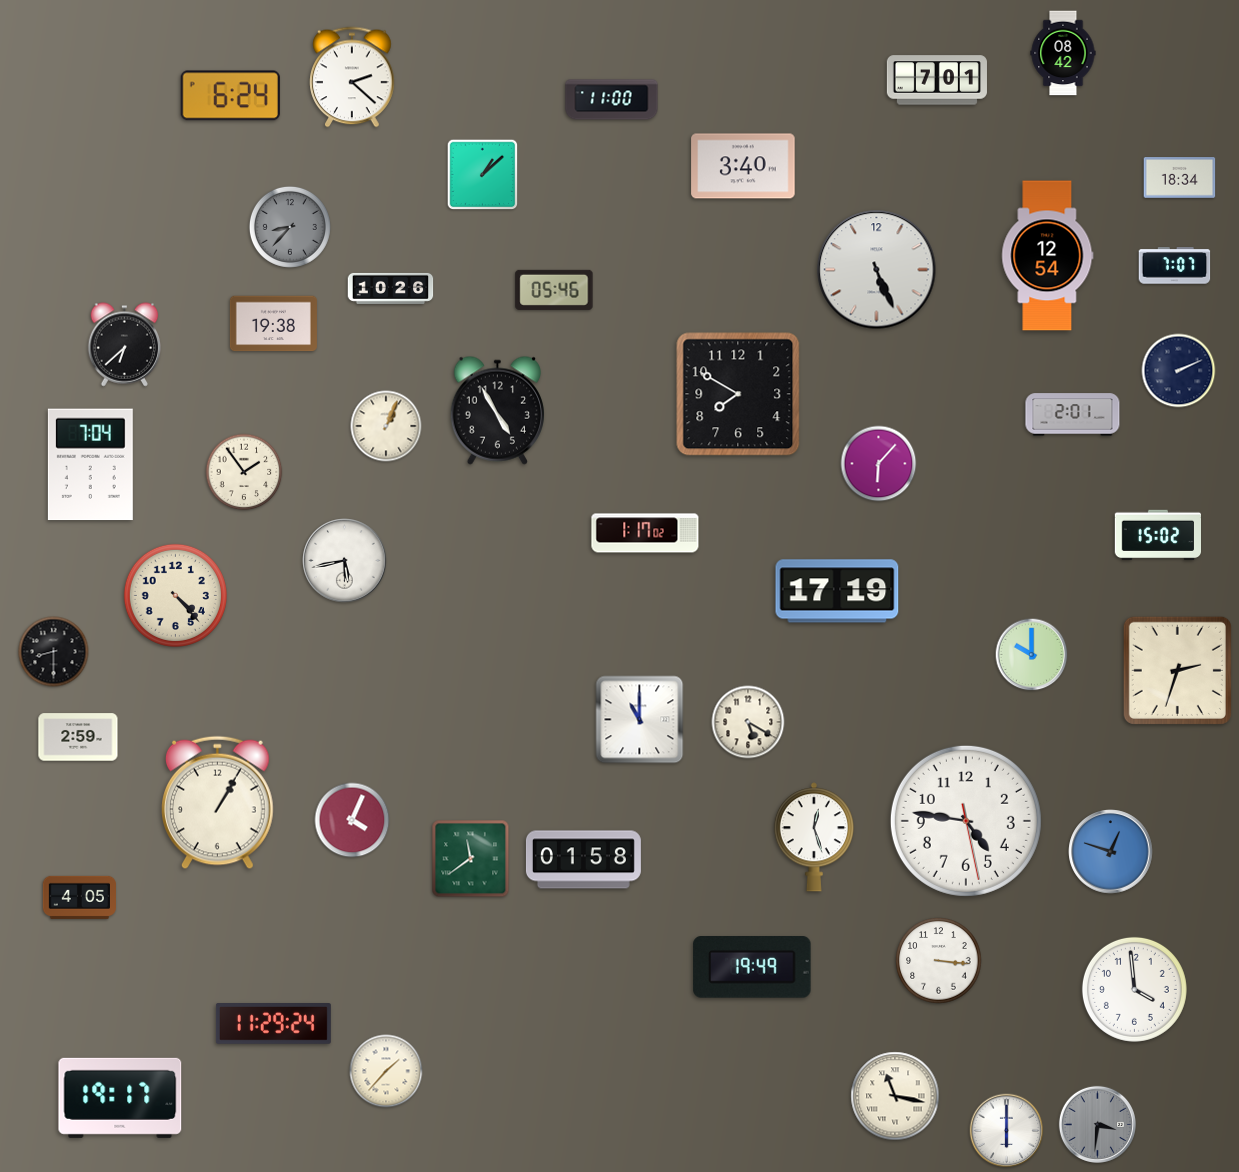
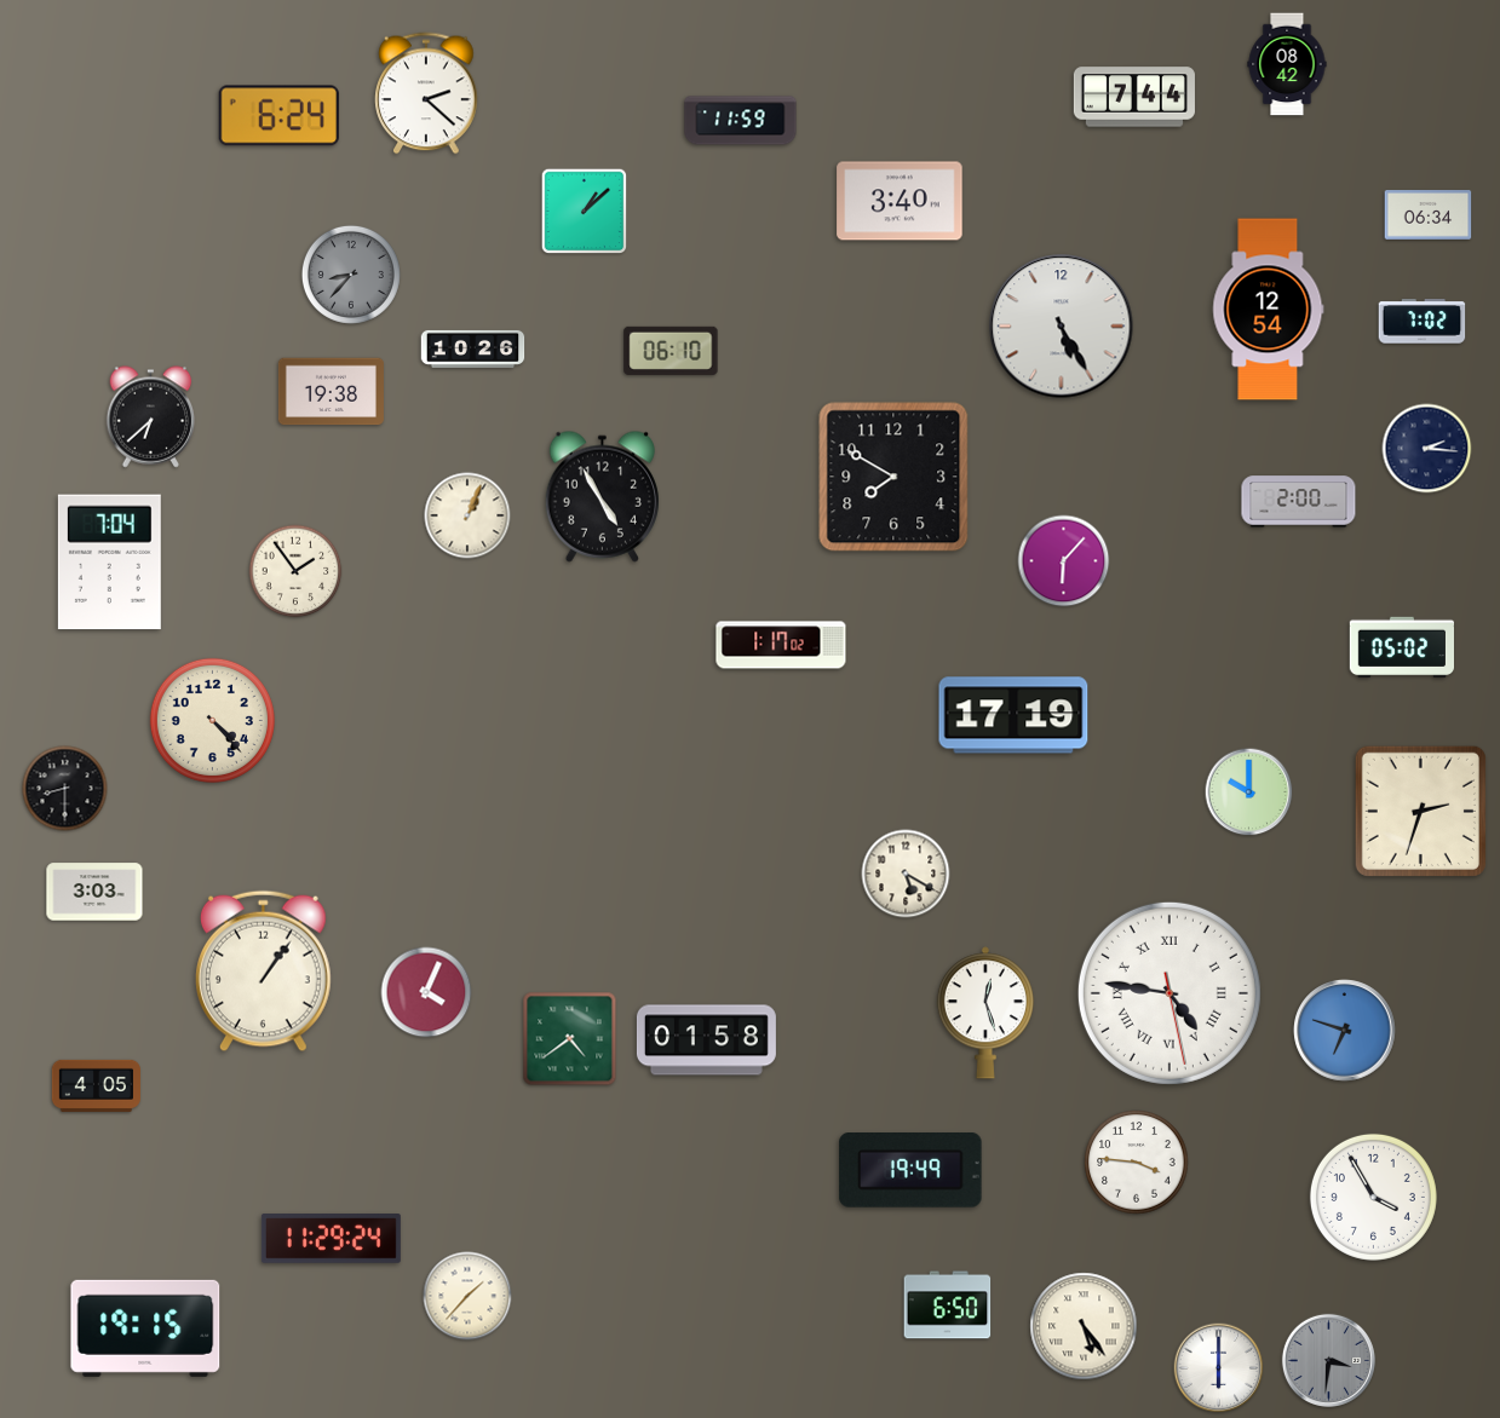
clock at (937, 80): 7:01 -> 7:44
clock at (612, 100): 11:00 -> 11:59
clock at (1180, 178): 18:34 -> 06:34
clock at (1175, 266): 7:07 -> 7:02
clock at (877, 270): 5:26 -> 5:25
clock at (554, 290): 05:46 -> 06:10
clock at (1179, 371): 2:11 -> 2:16
clock at (1073, 415): 2:01 -> 2:00
clock at (1157, 535): 15:02 -> 05:02
clock at (345, 561): 5:43 -> none
clock at (1177, 670) position: (1177, 670) -> (1420, 811)
clock at (640, 720): 11:00 -> none
clock at (78, 737): 2:59 -> 3:03
clock at (218, 803): 1:05 -> 1:06
clock at (966, 821) numerals: Arabic -> Roman
clock at (1111, 852): 12:48 -> 6:48
clock at (471, 859): 11:39 -> 4:39
clock at (939, 961): 3:16 -> 3:46
clock at (1134, 989): 3:59 -> 3:55
clock at (948, 1305): none -> 6:50
clock at (895, 1096): 11:17 -> 5:24
clock at (120, 1098): 19:17 -> 19:15
